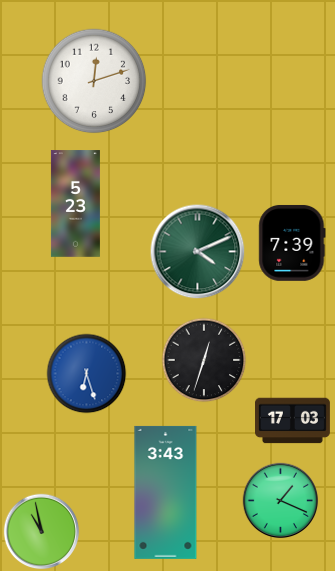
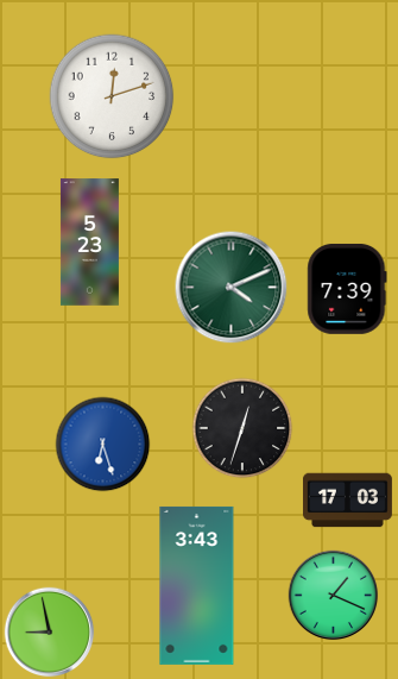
clock at (198, 252) position: (198, 252) -> (232, 288)
clock at (42, 532): 10:58 -> 8:58
